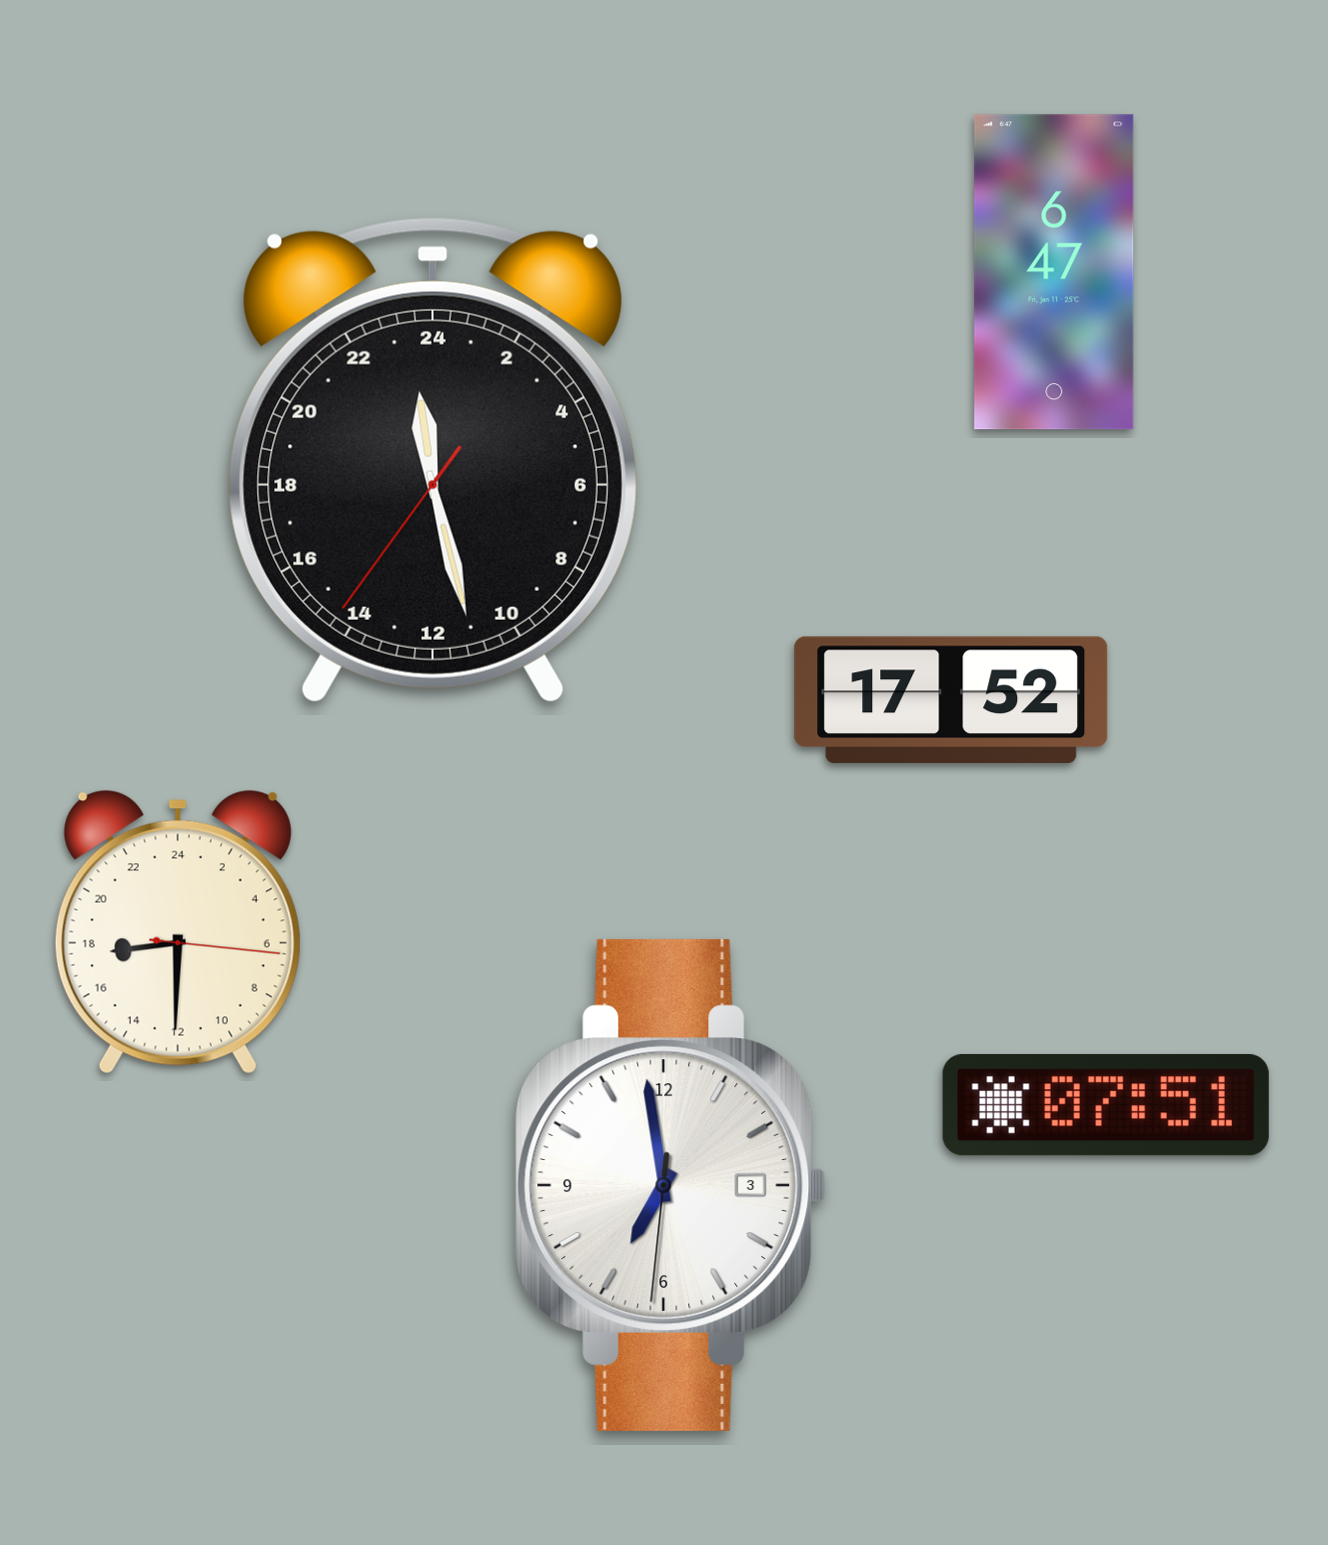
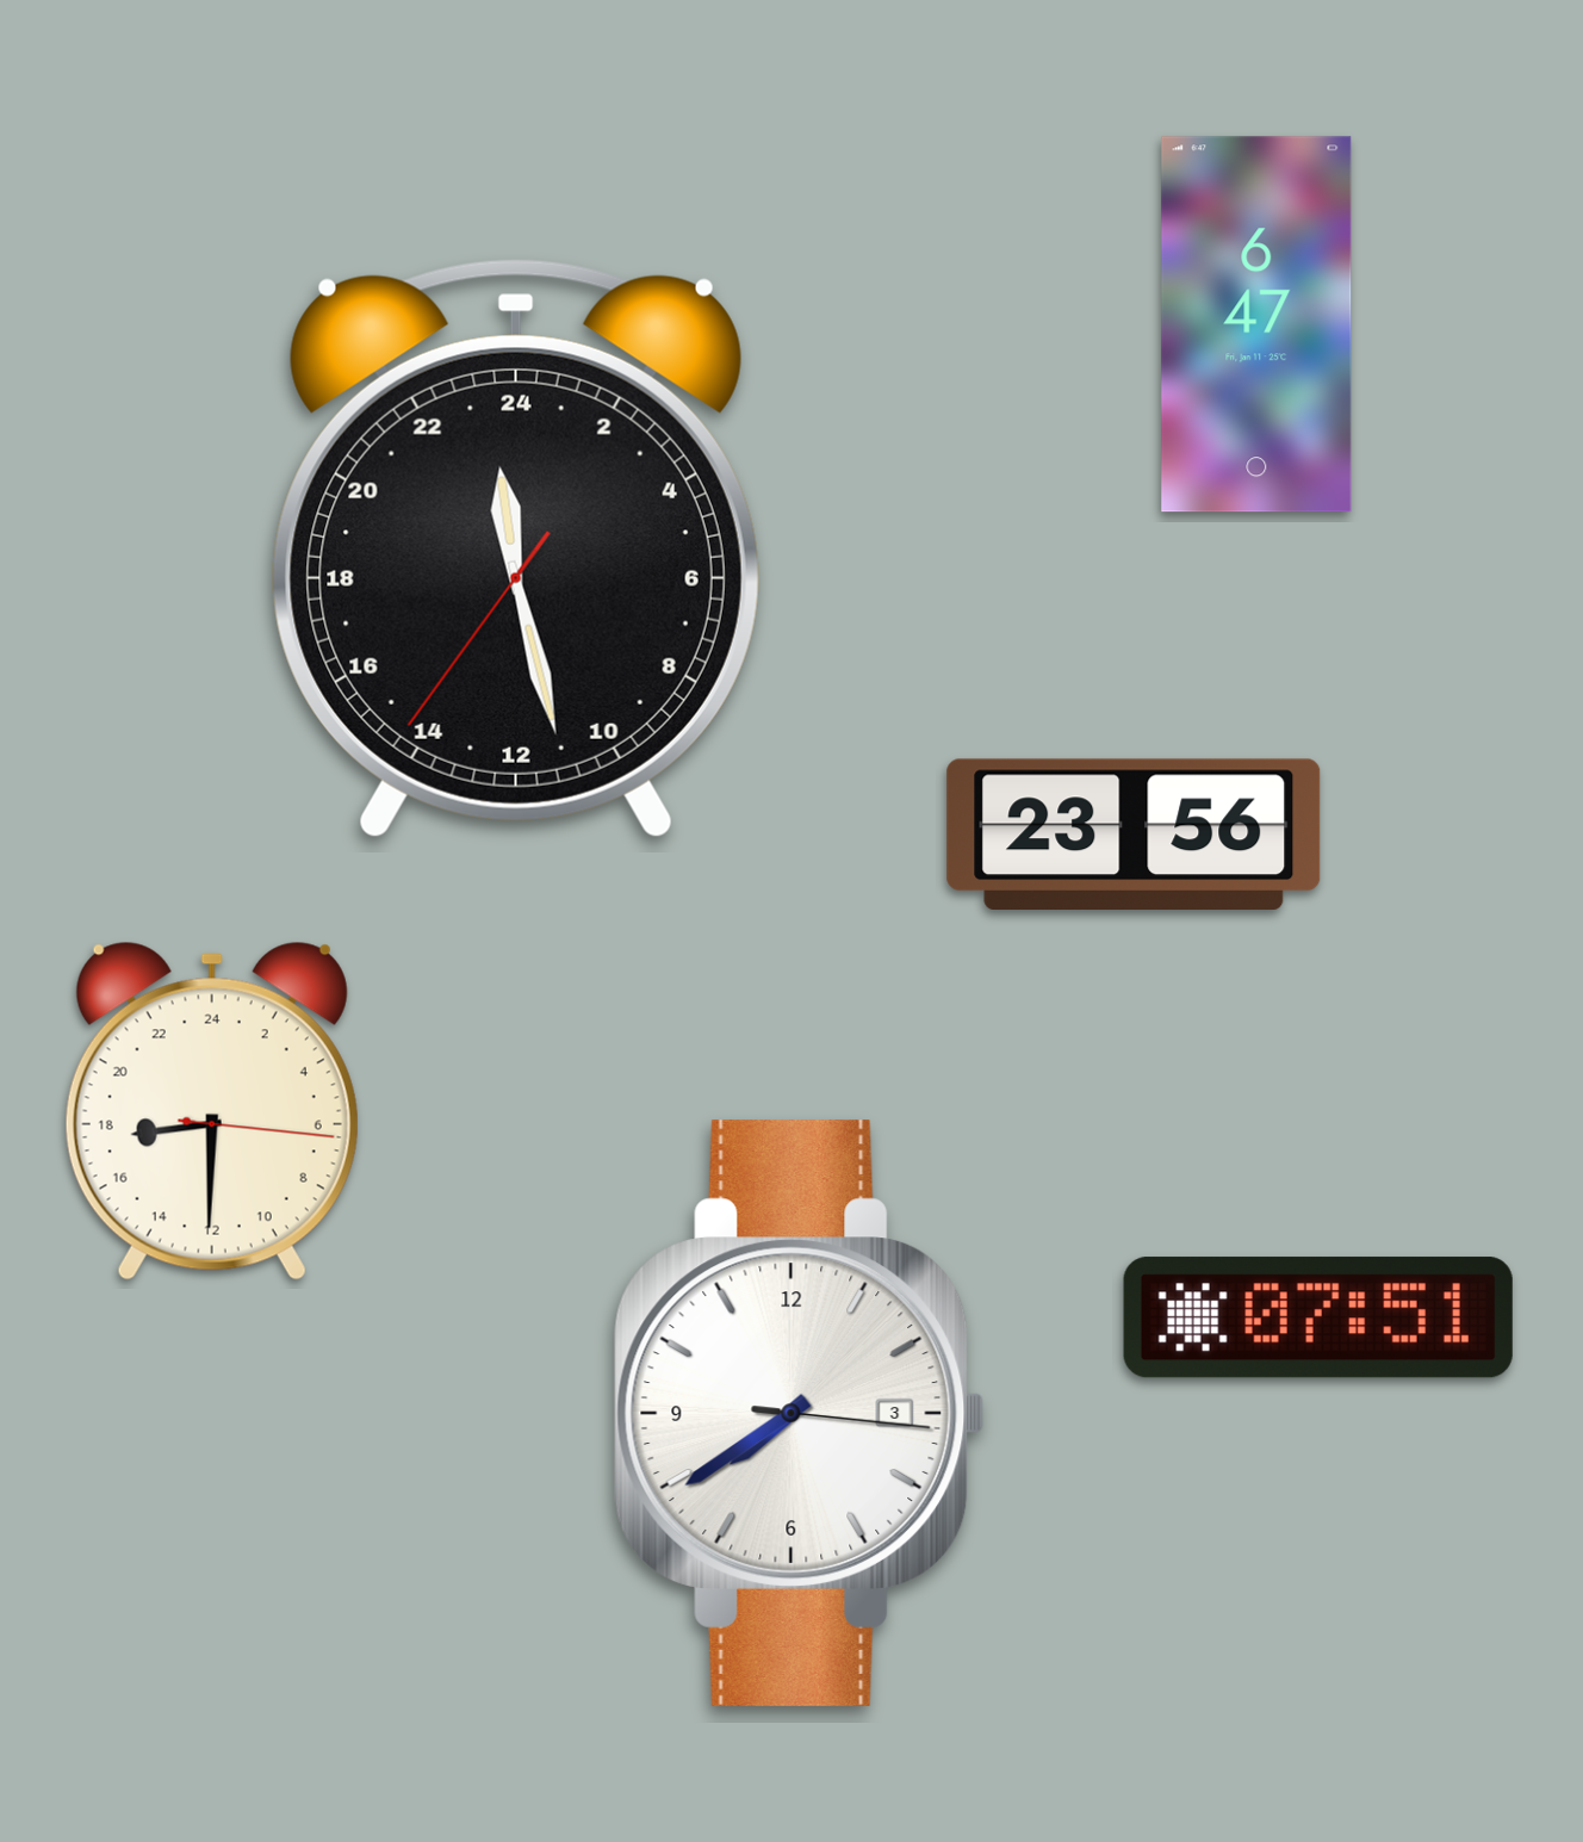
clock at (951, 699): 17:52 -> 23:56
clock at (671, 1185): 6:58 -> 7:39
